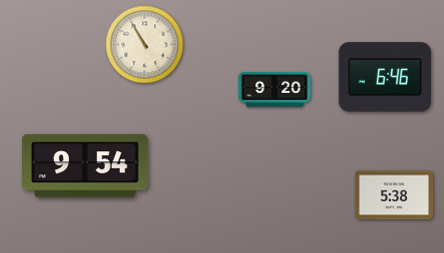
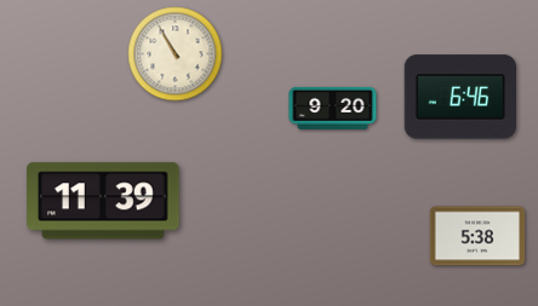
clock at (384, 77) position: (384, 77) -> (459, 97)
clock at (86, 166): 9:54 -> 11:39
